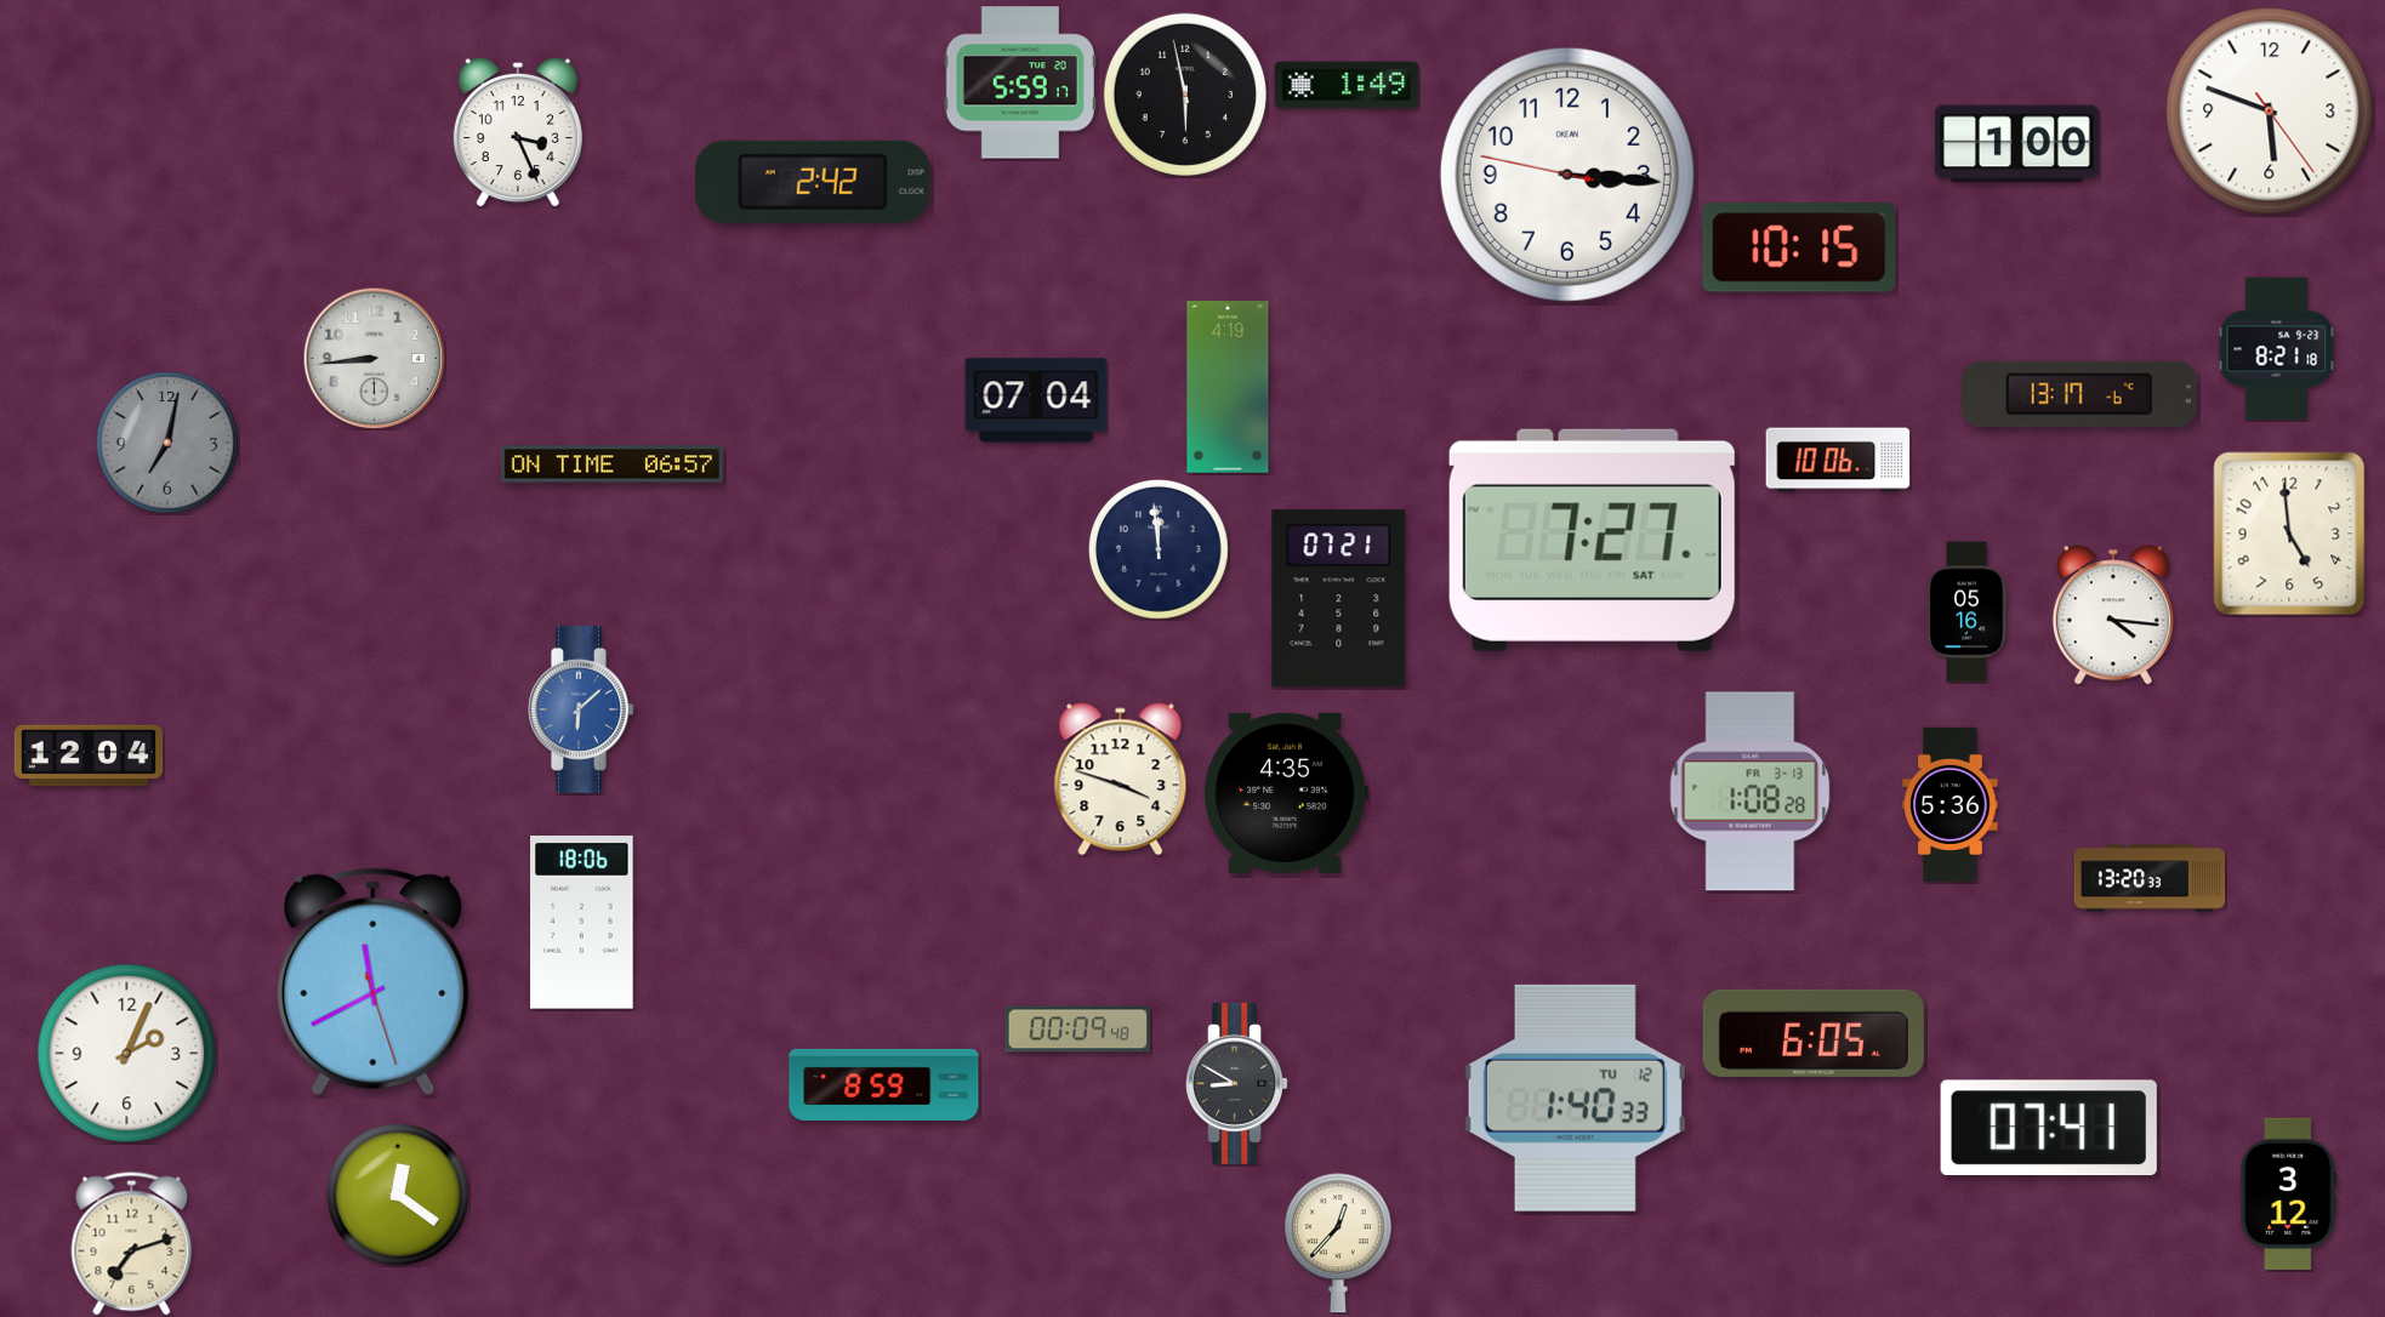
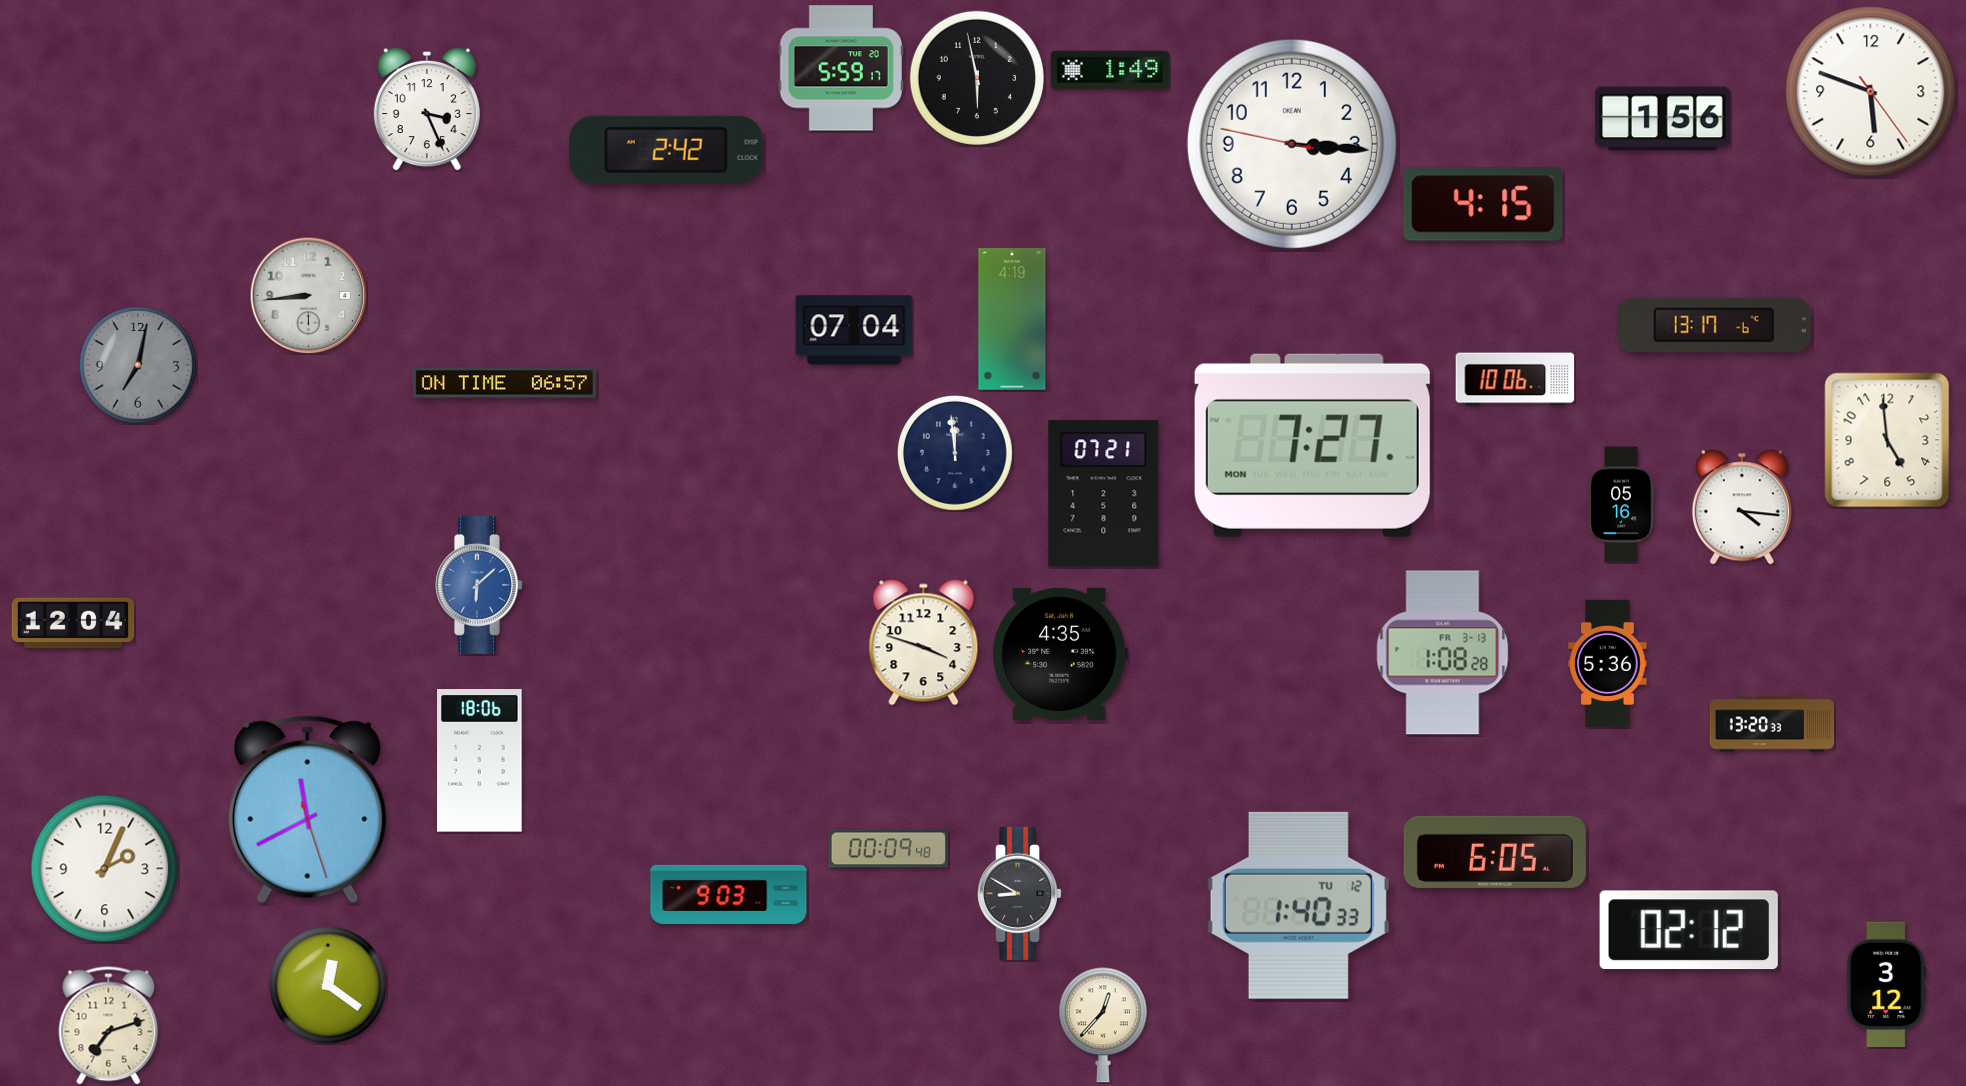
clock at (2016, 144): 1:00 -> 1:56
clock at (813, 182) position: (813, 182) -> (666, 150)
clock at (1799, 247): 10:15 -> 4:15
clock at (2277, 349): 8:21 -> none
clock at (1592, 540) date: SAT -> MON
clock at (884, 1084): 8:59 -> 9:03
clock at (2049, 1128): 07:41 -> 02:12
